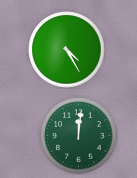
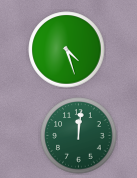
clock at (67, 50): 4:25 -> 4:27
